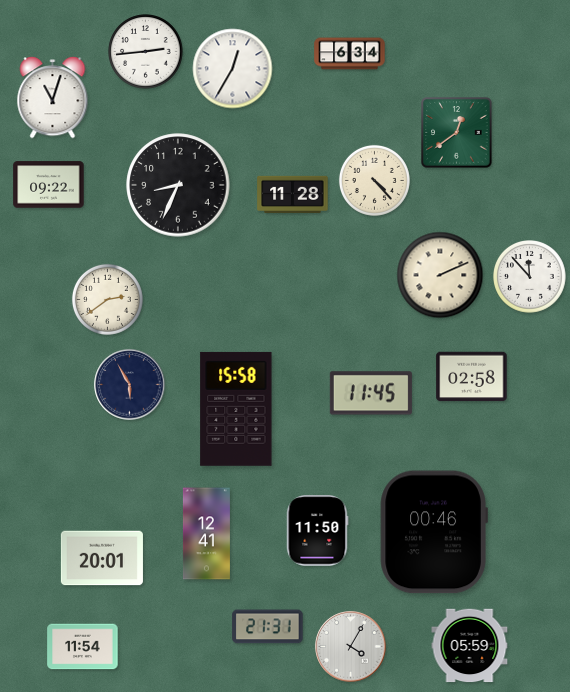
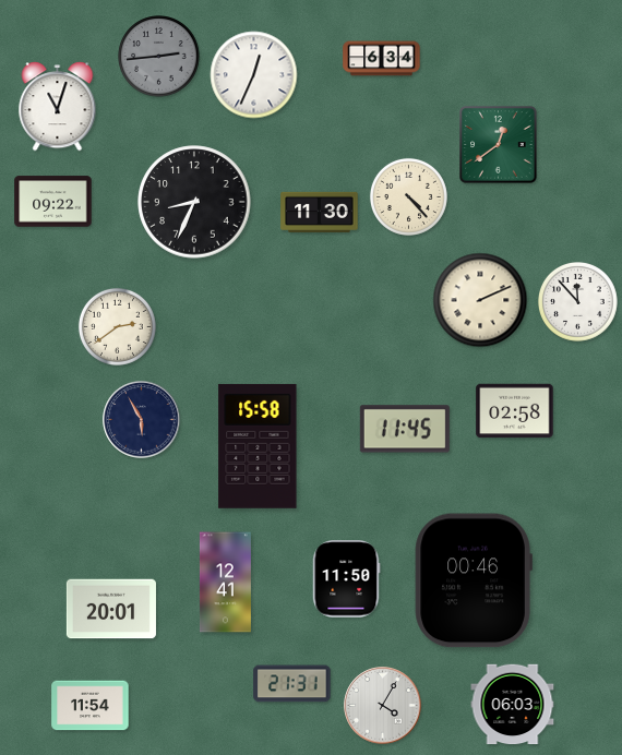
clock at (146, 52) dial: white -> grey
clock at (233, 69): 12:35 -> 12:34
clock at (293, 194): 11:28 -> 11:30
clock at (470, 646): 05:59 -> 06:03
